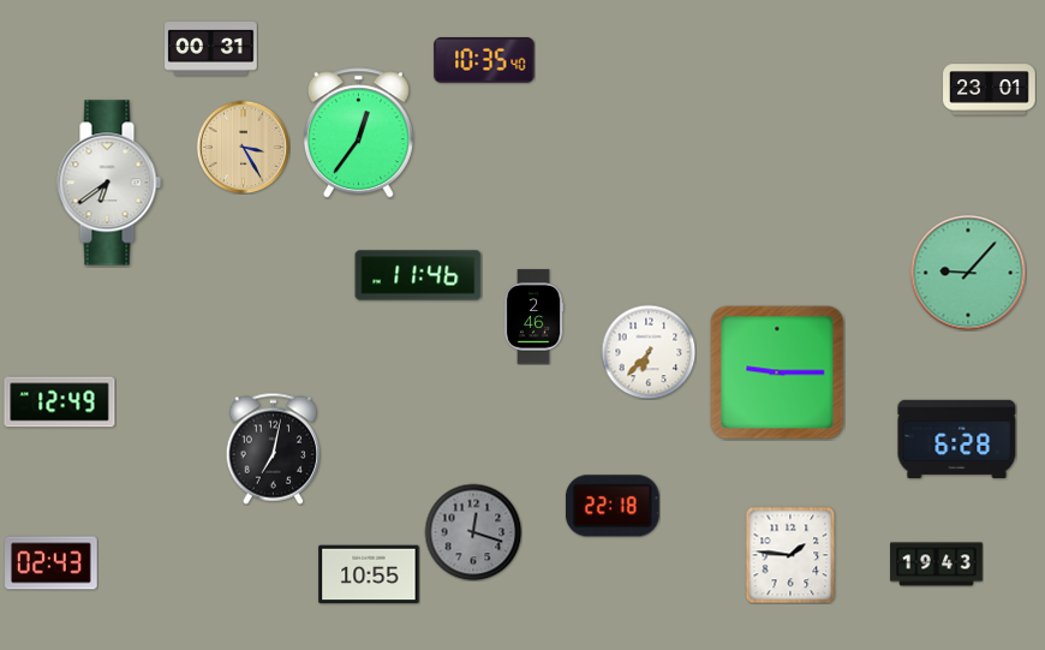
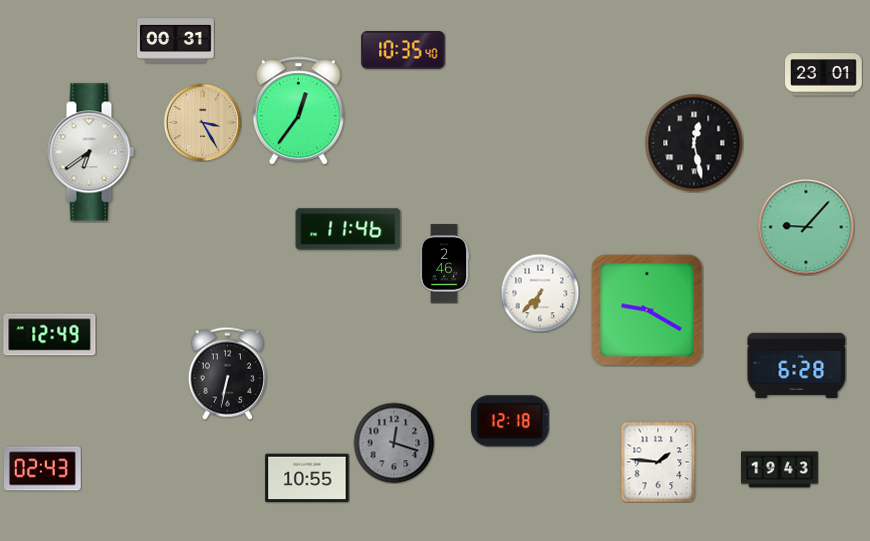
clock at (694, 143): none -> 12:28
clock at (777, 372): 9:15 -> 9:20
clock at (273, 448): 7:02 -> 6:32
clock at (613, 506): 22:18 -> 12:18
